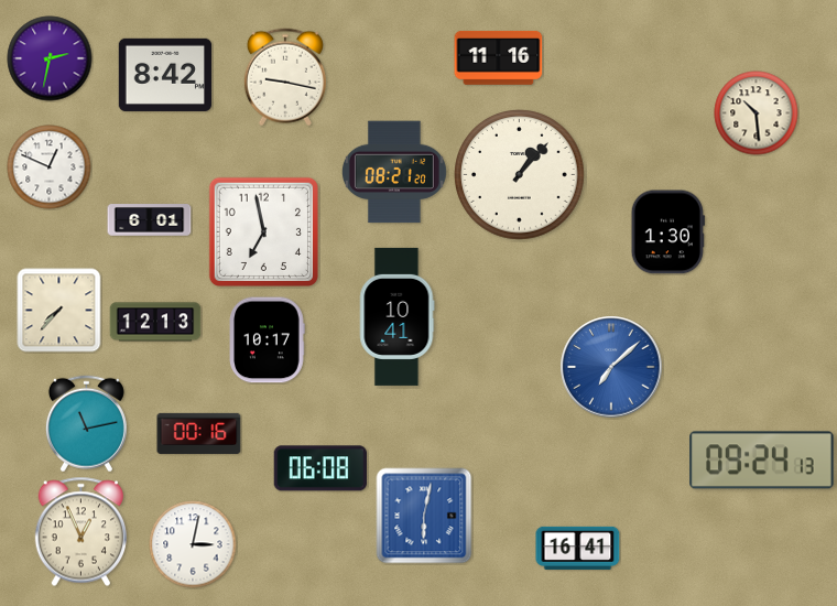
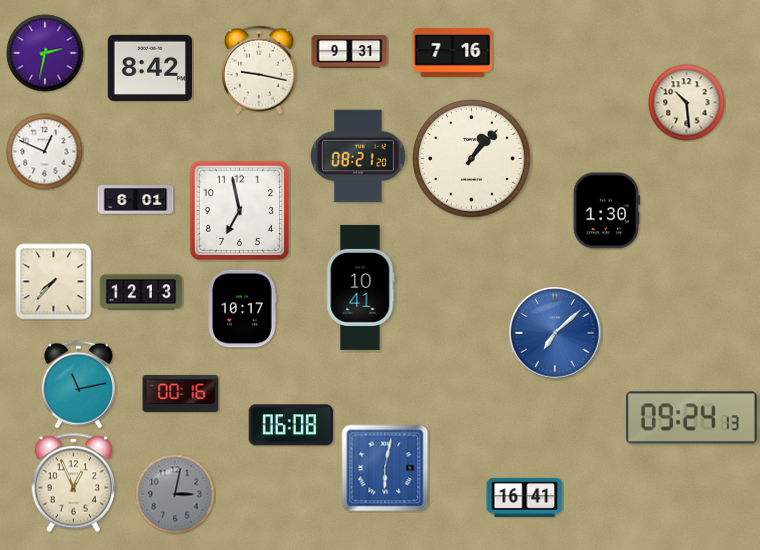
clock at (350, 52): none -> 9:31
clock at (499, 57): 11:16 -> 7:16
clock at (193, 544) dial: white -> grey
